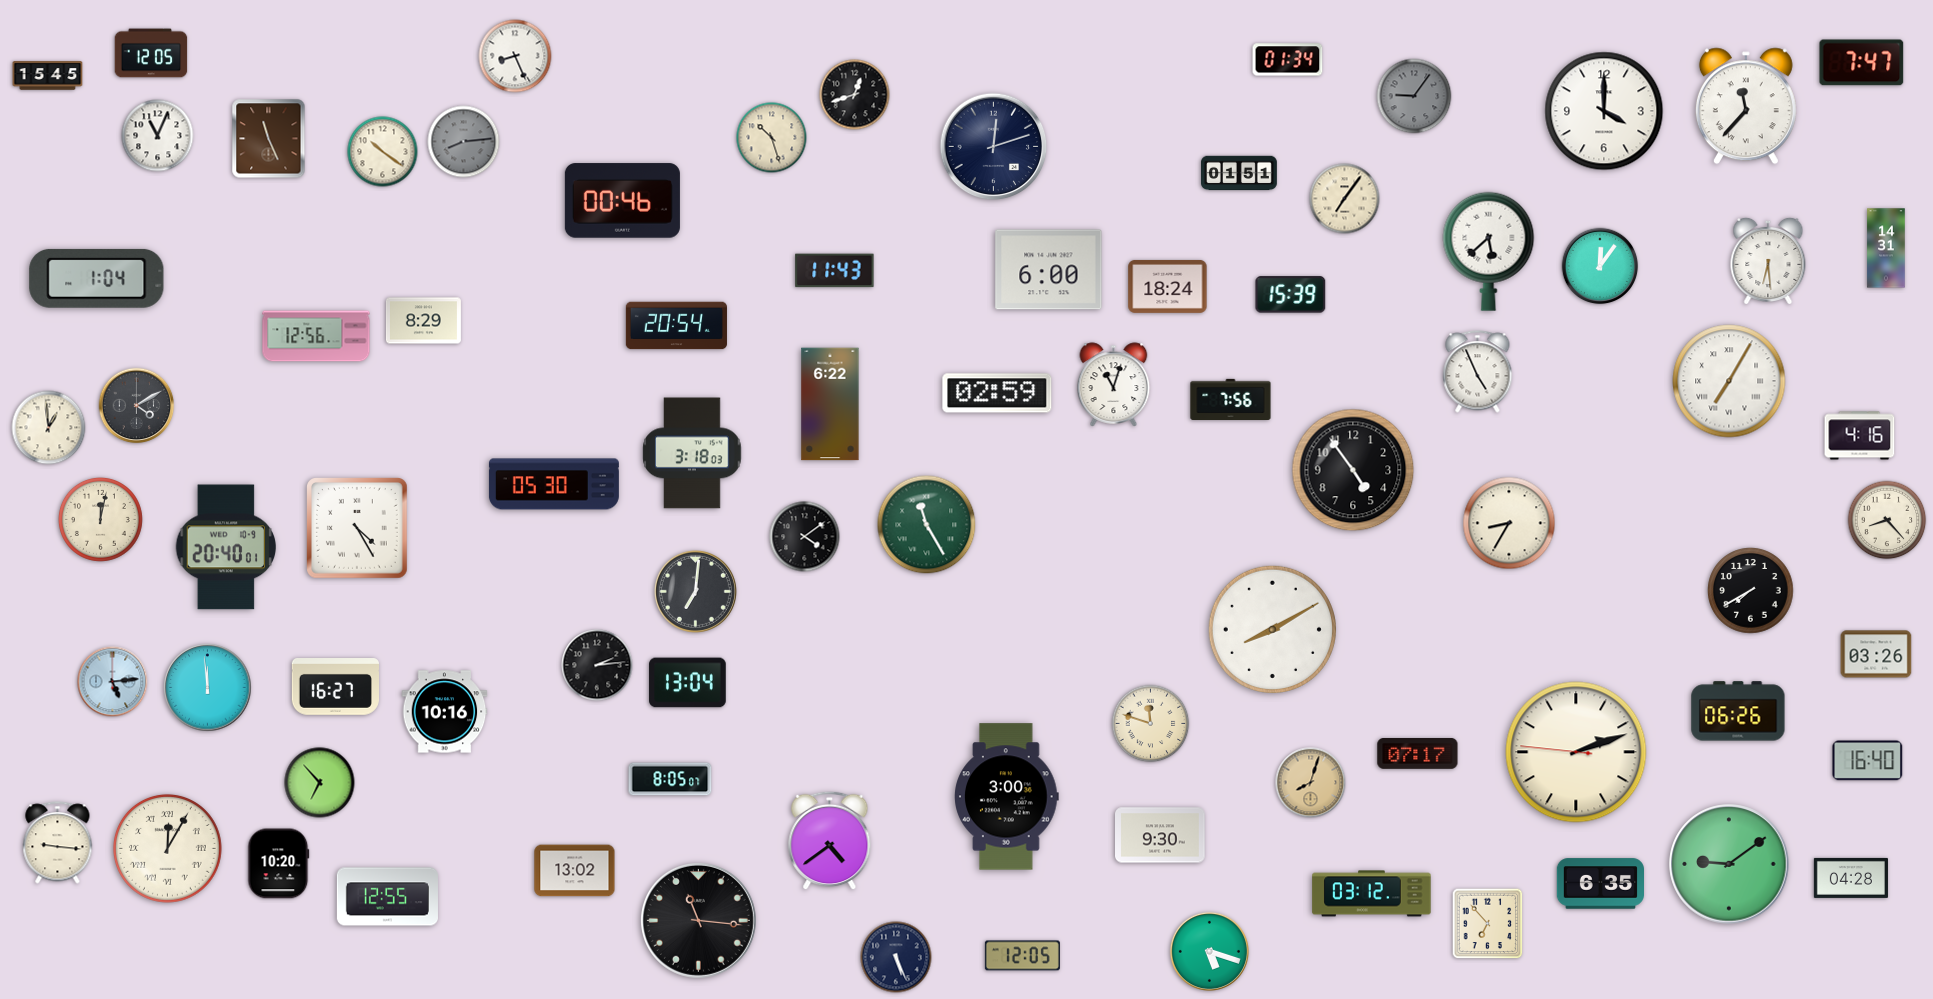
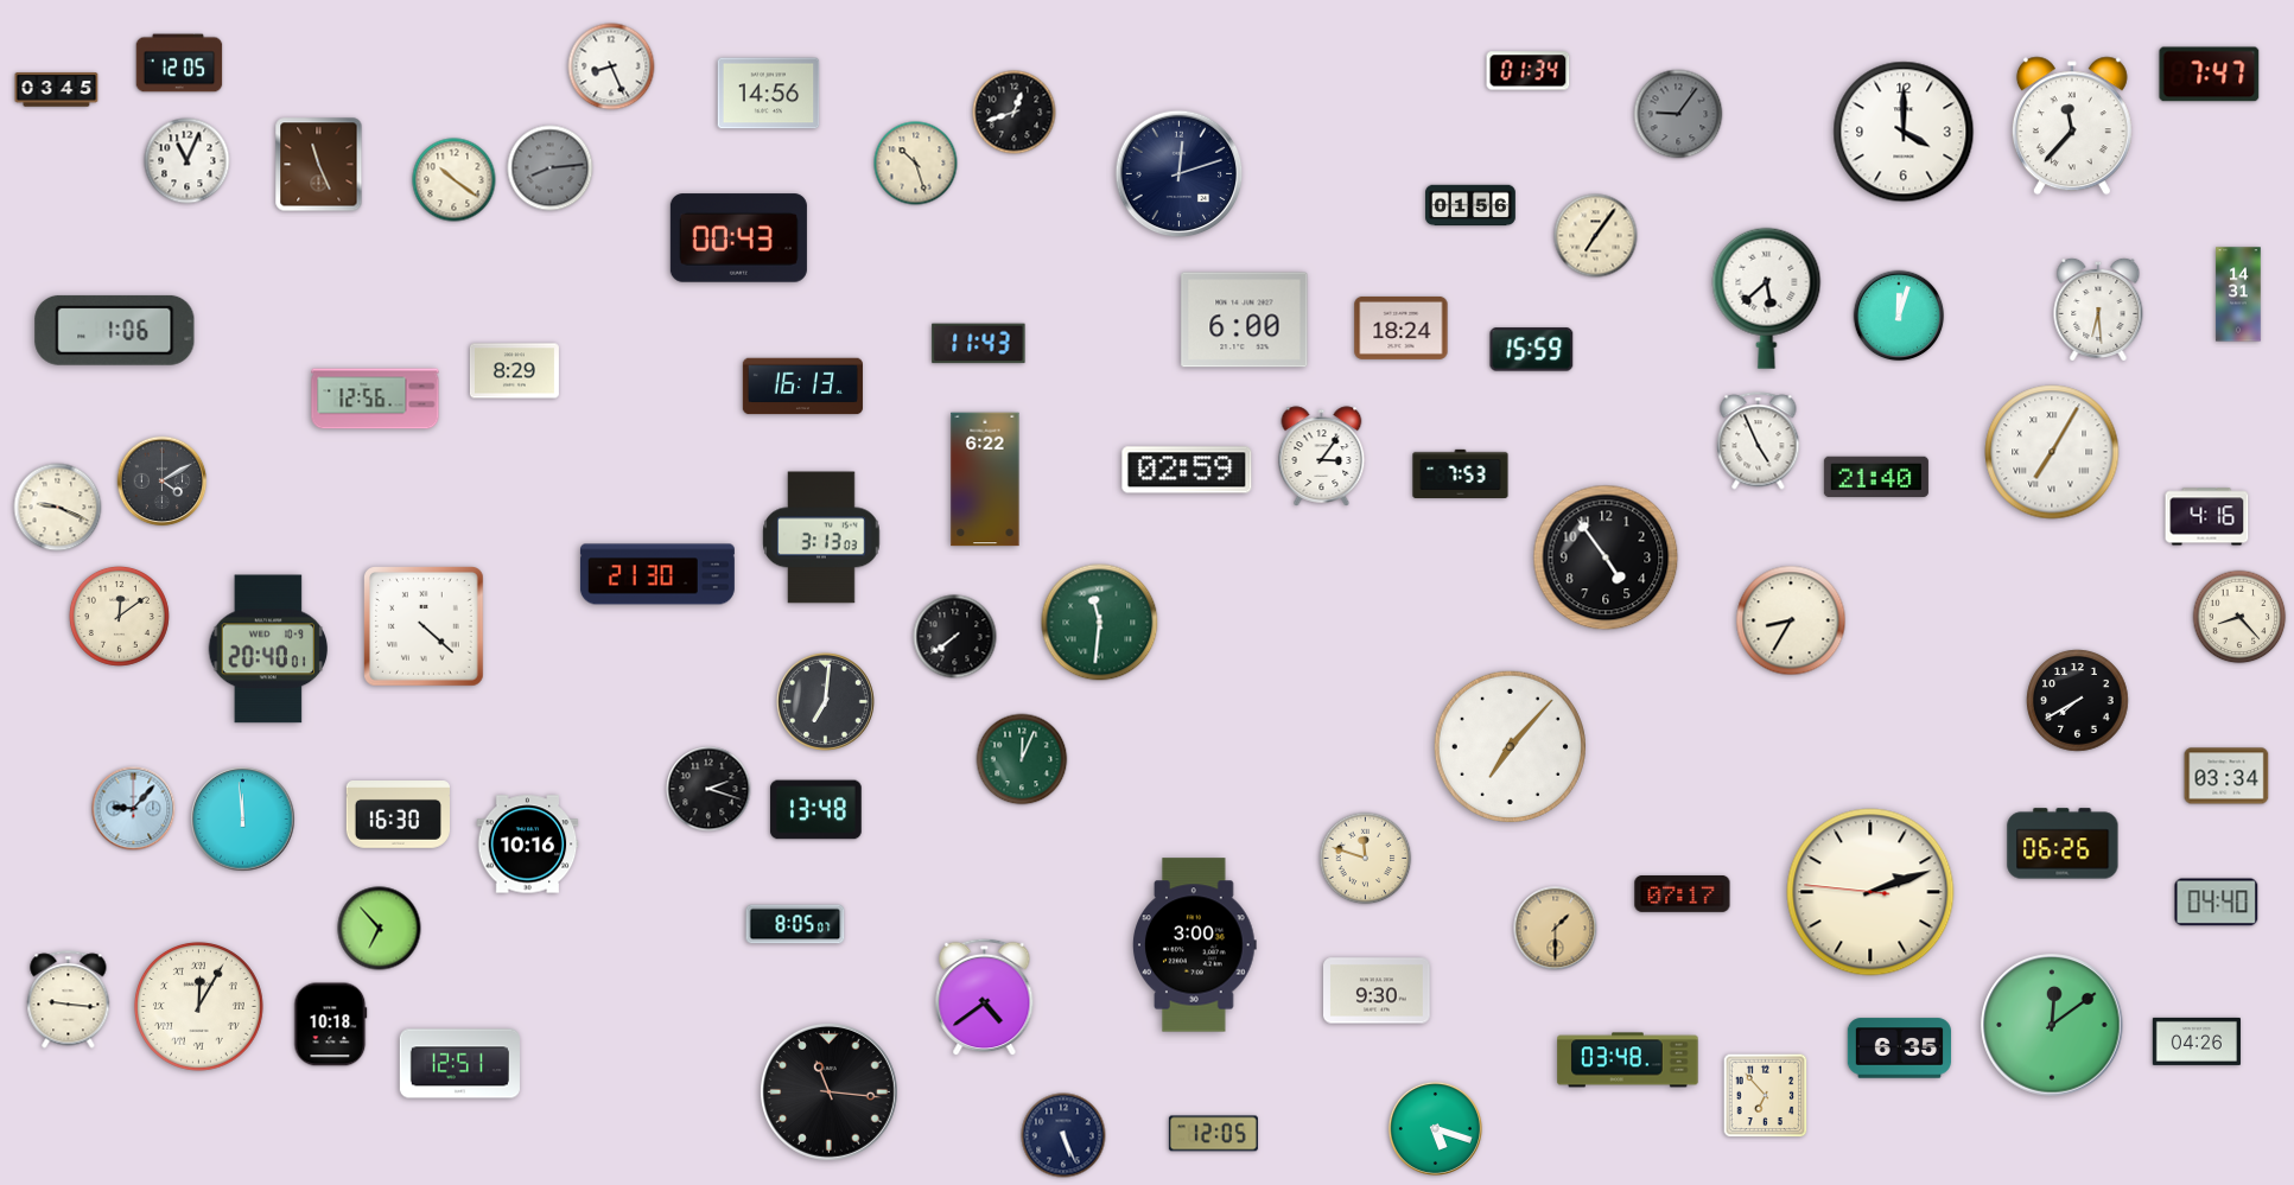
clock at (48, 76): 15:45 -> 03:45
clock at (769, 94): none -> 14:56
clock at (1239, 173): 01:51 -> 01:56
clock at (622, 201): 00:46 -> 00:43
clock at (1600, 266): 12:06 -> 12:03
clock at (835, 271) position: (835, 271) -> (979, 344)
clock at (97, 278): 1:04 -> 1:06
clock at (1168, 286) position: (1168, 286) -> (1402, 327)
clock at (1291, 295): 15:39 -> 15:59
clock at (423, 321) position: (423, 321) -> (514, 371)
clock at (676, 326): 20:54 -> 16:13
clock at (1478, 372) position: (1478, 372) -> (1759, 441)
clock at (1114, 385): 11:03 -> 3:06
clock at (997, 393) position: (997, 393) -> (1187, 470)
clock at (1231, 399): 7:56 -> 7:53
clock at (1876, 477): none -> 21:40
clock at (49, 428): 12:59 -> 9:19
clock at (692, 453): 3:18 -> 3:13
clock at (554, 484): 05:30 -> 21:30
clock at (100, 519): 12:02 -> 12:09
clock at (927, 525): 11:25 -> 11:31
clock at (358, 529): 4:25 -> 4:22
clock at (805, 537): 4:09 -> 7:39
clock at (1272, 629): 8:10 -> 7:07
clock at (1022, 759): none -> 12:04
clock at (1876, 654): 03:26 -> 03:34
clock at (597, 665): 2:14 -> 2:18
clock at (113, 682): 5:14 -> 9:07
clock at (688, 683): 13:04 -> 13:48
clock at (335, 687): 16:27 -> 16:30
clock at (208, 688) position: (208, 688) -> (243, 820)
clock at (1868, 761): 16:40 -> 04:40
clock at (1311, 783): 8:03 -> 1:30
clock at (279, 864): 10:20 -> 10:18
clock at (1729, 864): 9:09 -> 12:09
clock at (575, 871): 13:02 -> none
clock at (1851, 878): 04:28 -> 04:26
clock at (1372, 894): 03:12 -> 03:48
clock at (387, 897): 12:55 -> 12:51
